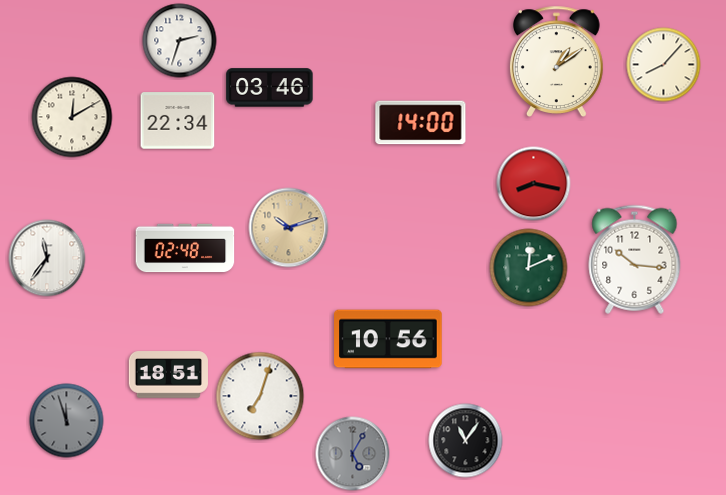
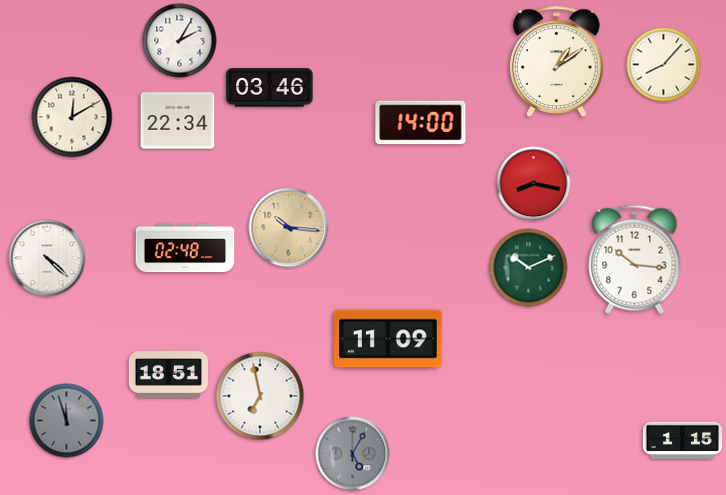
clock at (180, 41): 2:33 -> 2:05
clock at (289, 228): 10:12 -> 10:16
clock at (47, 258): 11:36 -> 4:22
clock at (529, 268): 12:11 -> 10:11
clock at (388, 339): 10:56 -> 11:09
clock at (260, 396): 7:03 -> 6:58
clock at (466, 441): 11:06 -> none
clock at (682, 441): none -> 1:15
